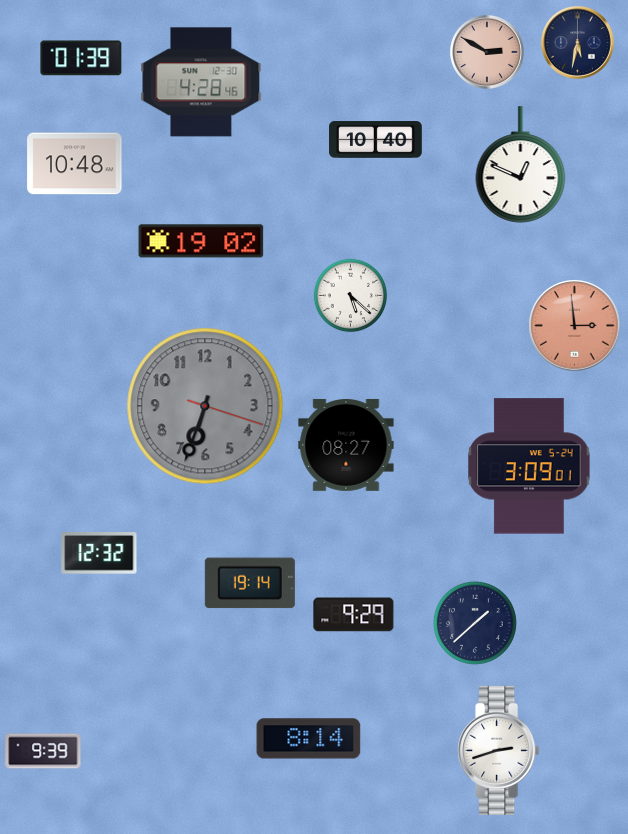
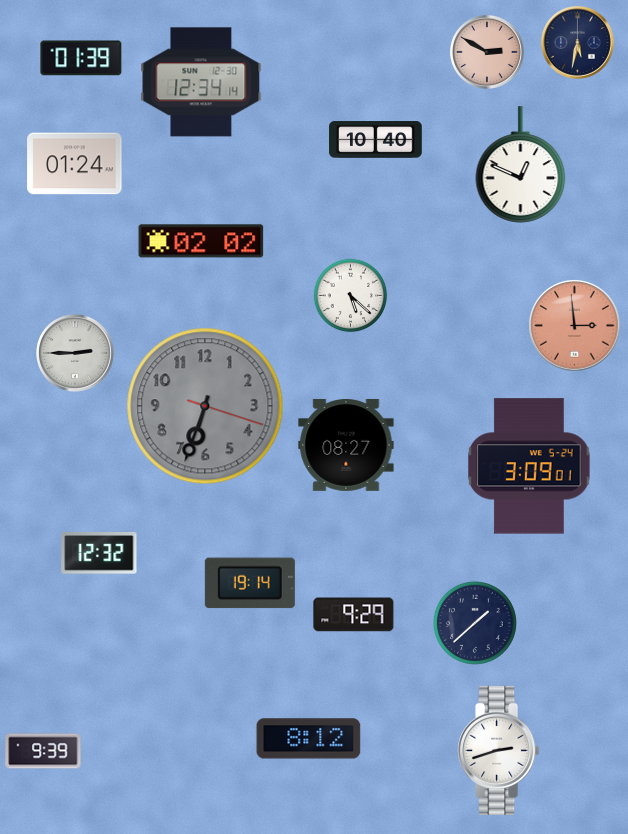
clock at (201, 82): 4:28 -> 12:34
clock at (75, 164): 10:48 -> 01:24
clock at (201, 241): 19:02 -> 02:02
clock at (76, 354): none -> 2:45
clock at (309, 739): 8:14 -> 8:12
